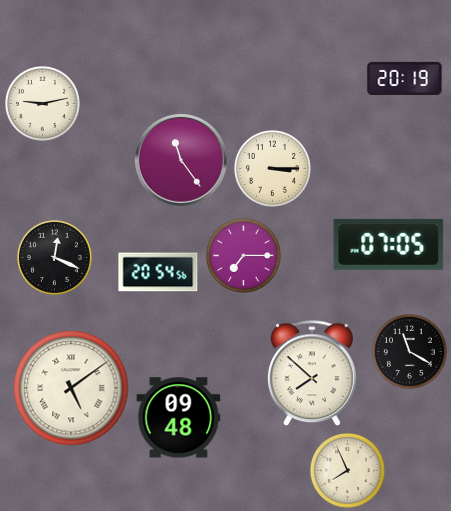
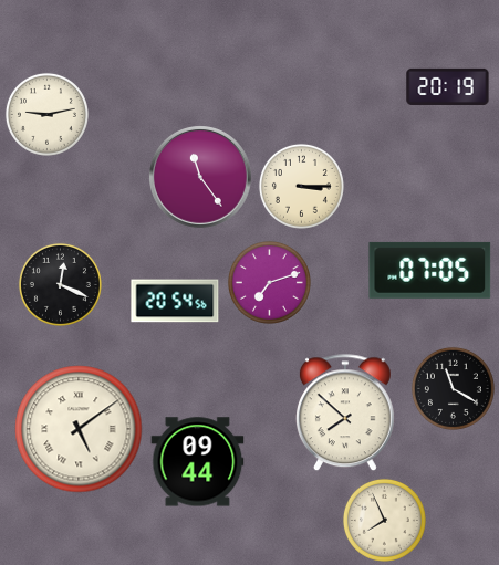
clock at (243, 255): 7:15 -> 7:12
clock at (179, 418): 09:48 -> 09:44
